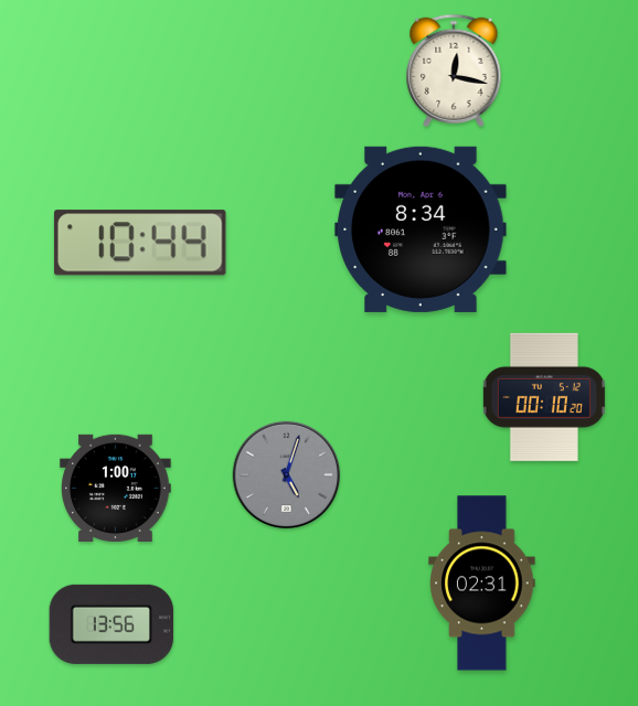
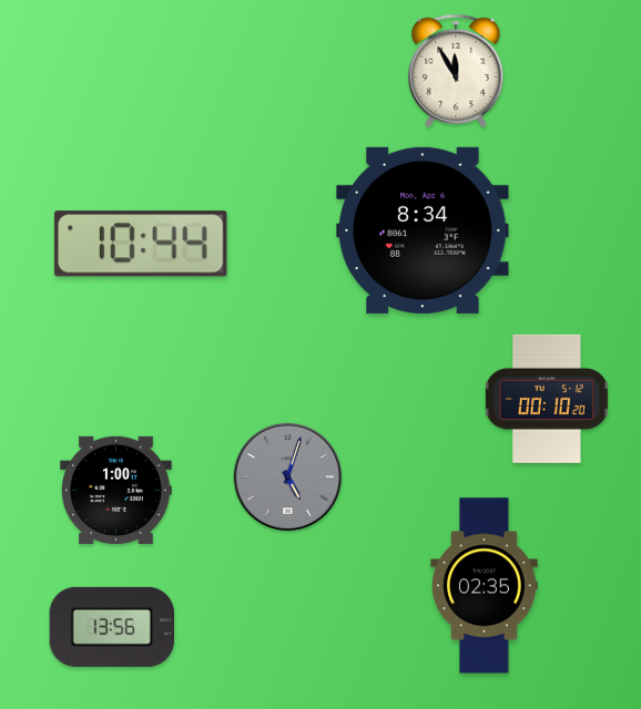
clock at (454, 69): 12:17 -> 11:55
clock at (482, 584): 02:31 -> 02:35
